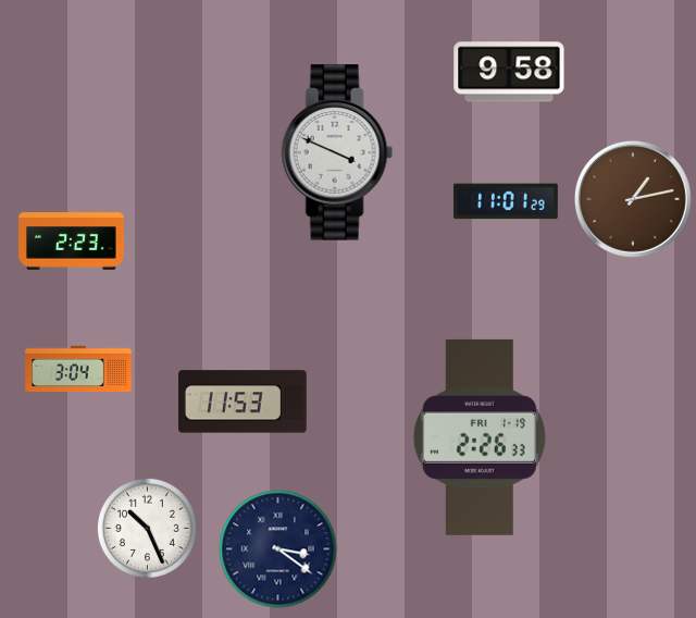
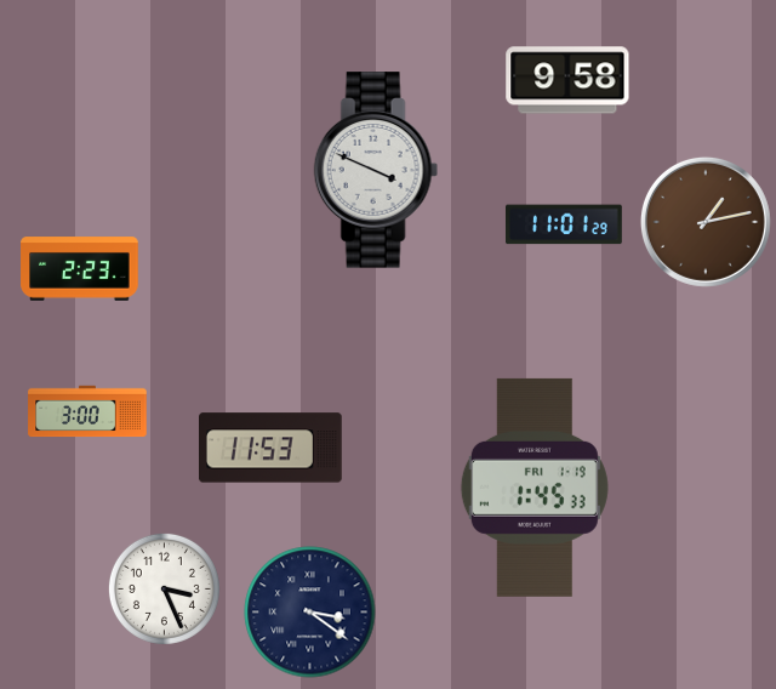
clock at (78, 369): 3:04 -> 3:00
clock at (480, 437): 2:26 -> 1:45
clock at (147, 528): 10:26 -> 3:26
